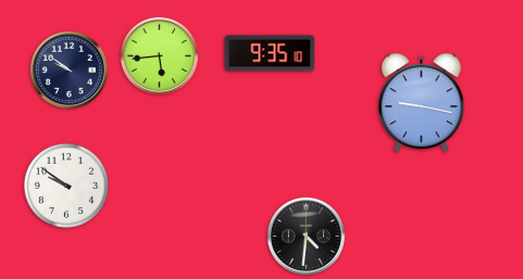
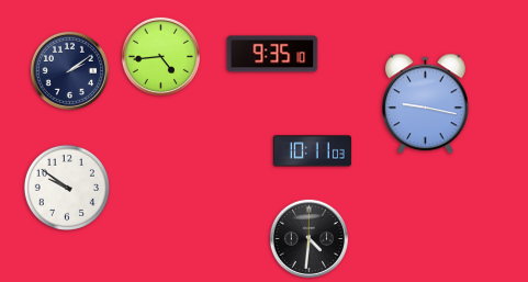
clock at (159, 55): 5:44 -> 4:44
clock at (69, 69): 9:51 -> 2:09
clock at (312, 151): none -> 10:11
